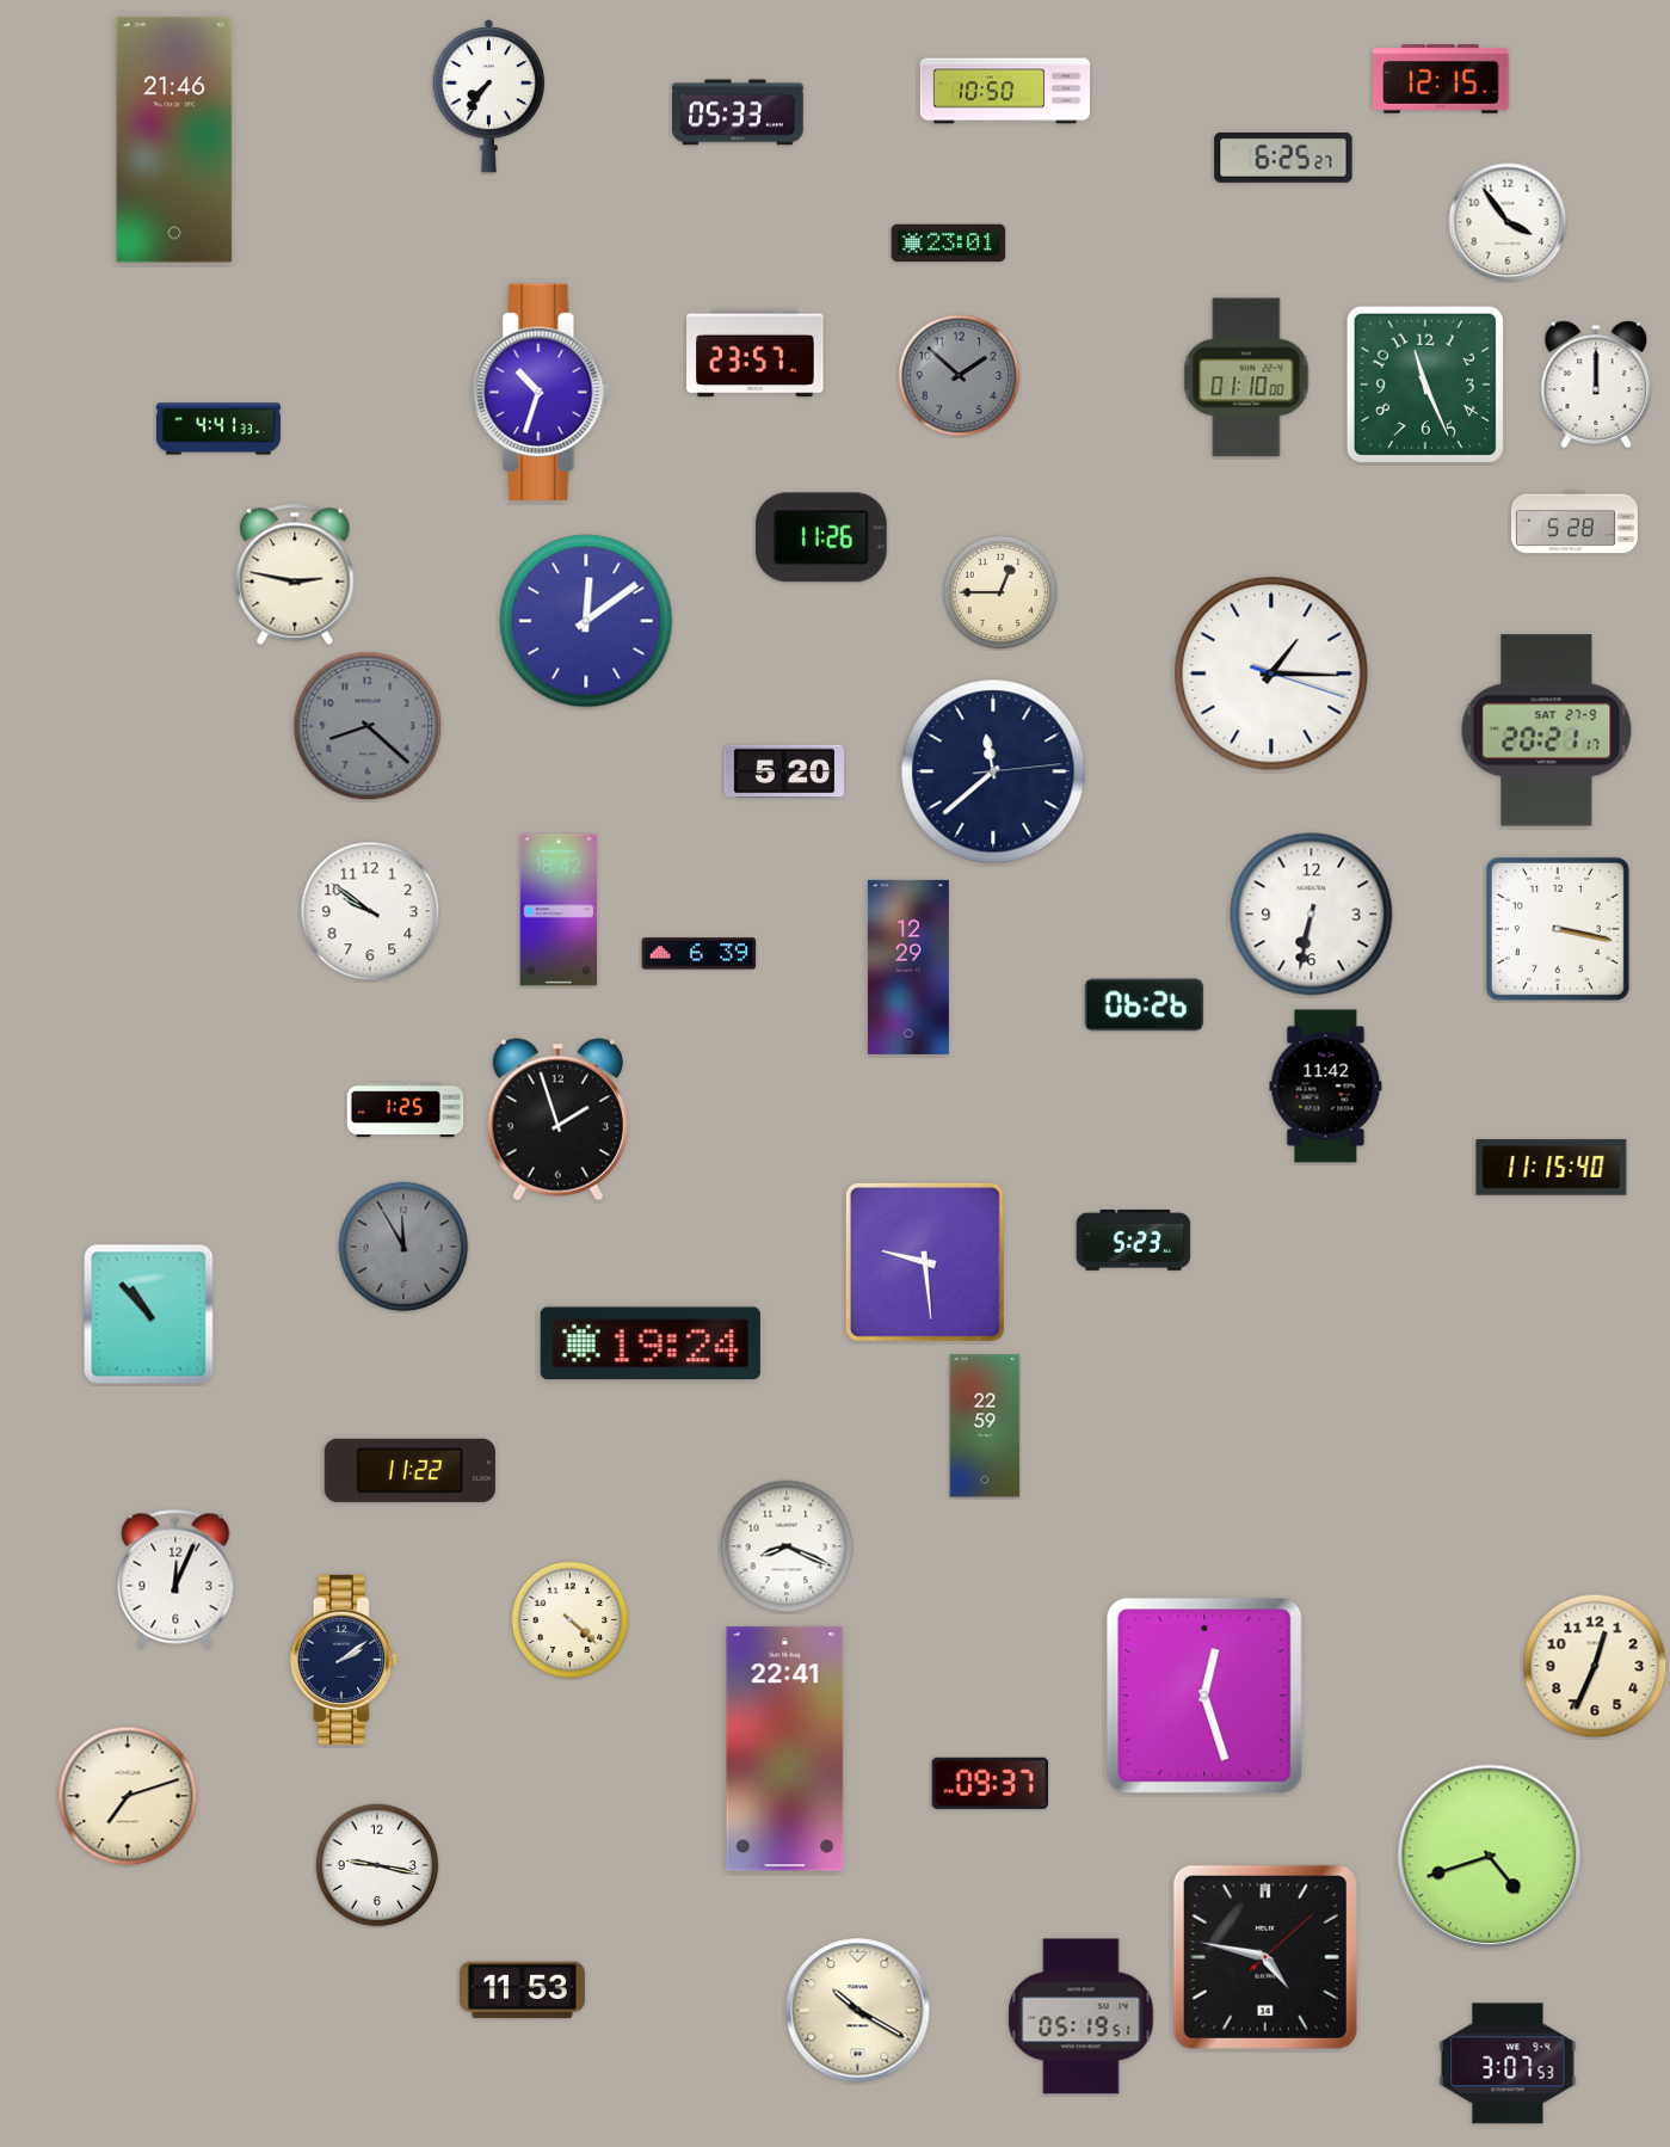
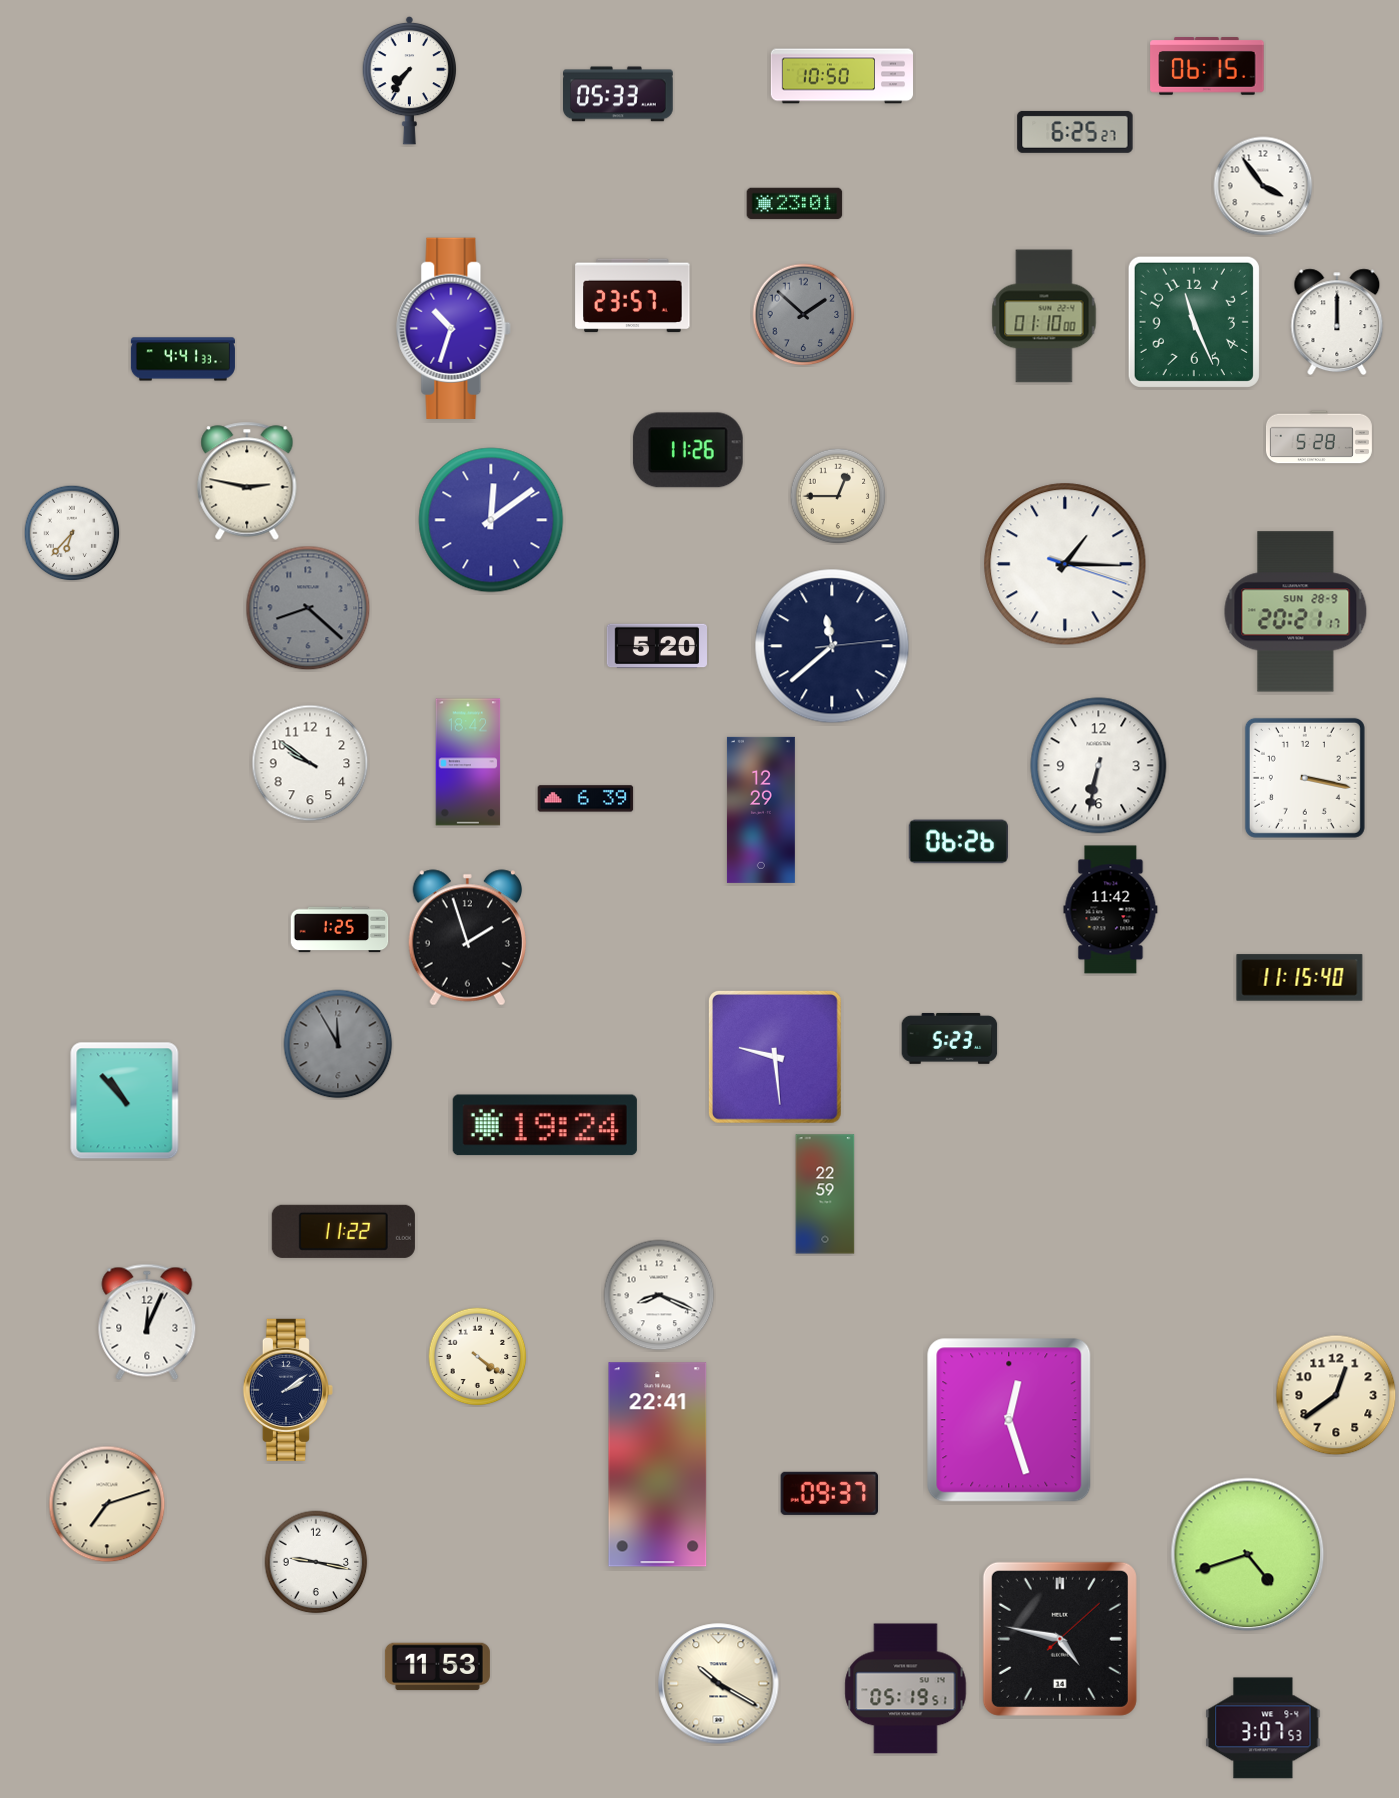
clock at (1441, 79): 12:15 -> 06:15
clock at (174, 140): 21:46 -> none
clock at (72, 533): none -> 6:37
clock at (1547, 731) date: SAT 27-9 -> SUN 28-9
clock at (571, 1620): 4:22 -> 4:21
clock at (1595, 1666): 12:34 -> 12:39
